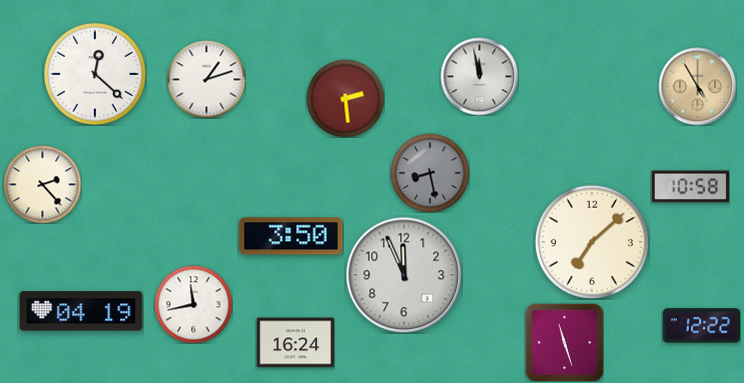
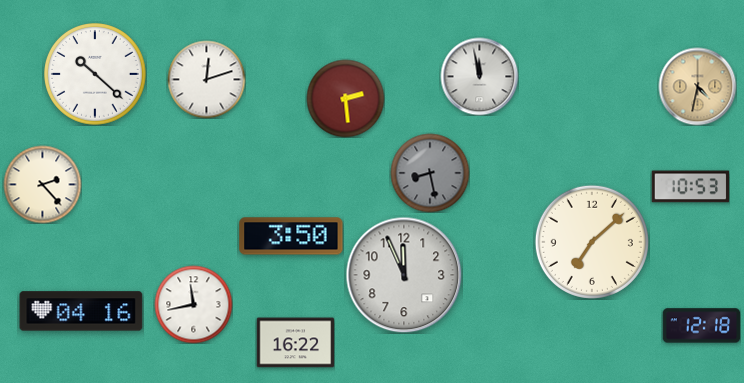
clock at (96, 75): 12:22 -> 10:22
clock at (206, 79): 1:12 -> 12:12
clock at (697, 86): 4:55 -> 4:32
clock at (690, 187): 10:58 -> 10:53
clock at (81, 311): 04:19 -> 04:16
clock at (701, 326): 12:22 -> 12:18
clock at (564, 342): 11:27 -> none
clock at (295, 343): 16:24 -> 16:22
